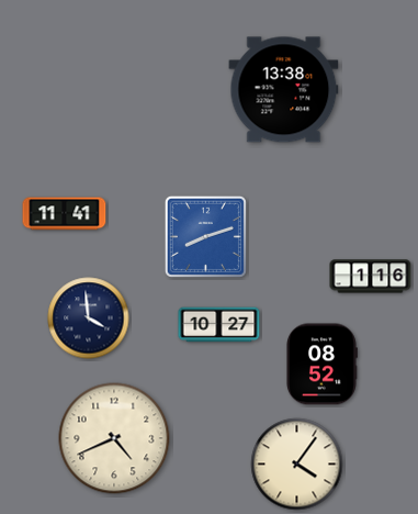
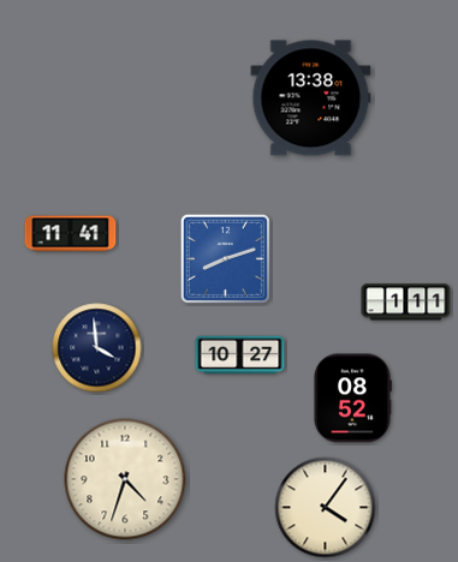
clock at (371, 277): 1:16 -> 1:11
clock at (114, 438): 4:41 -> 4:33
